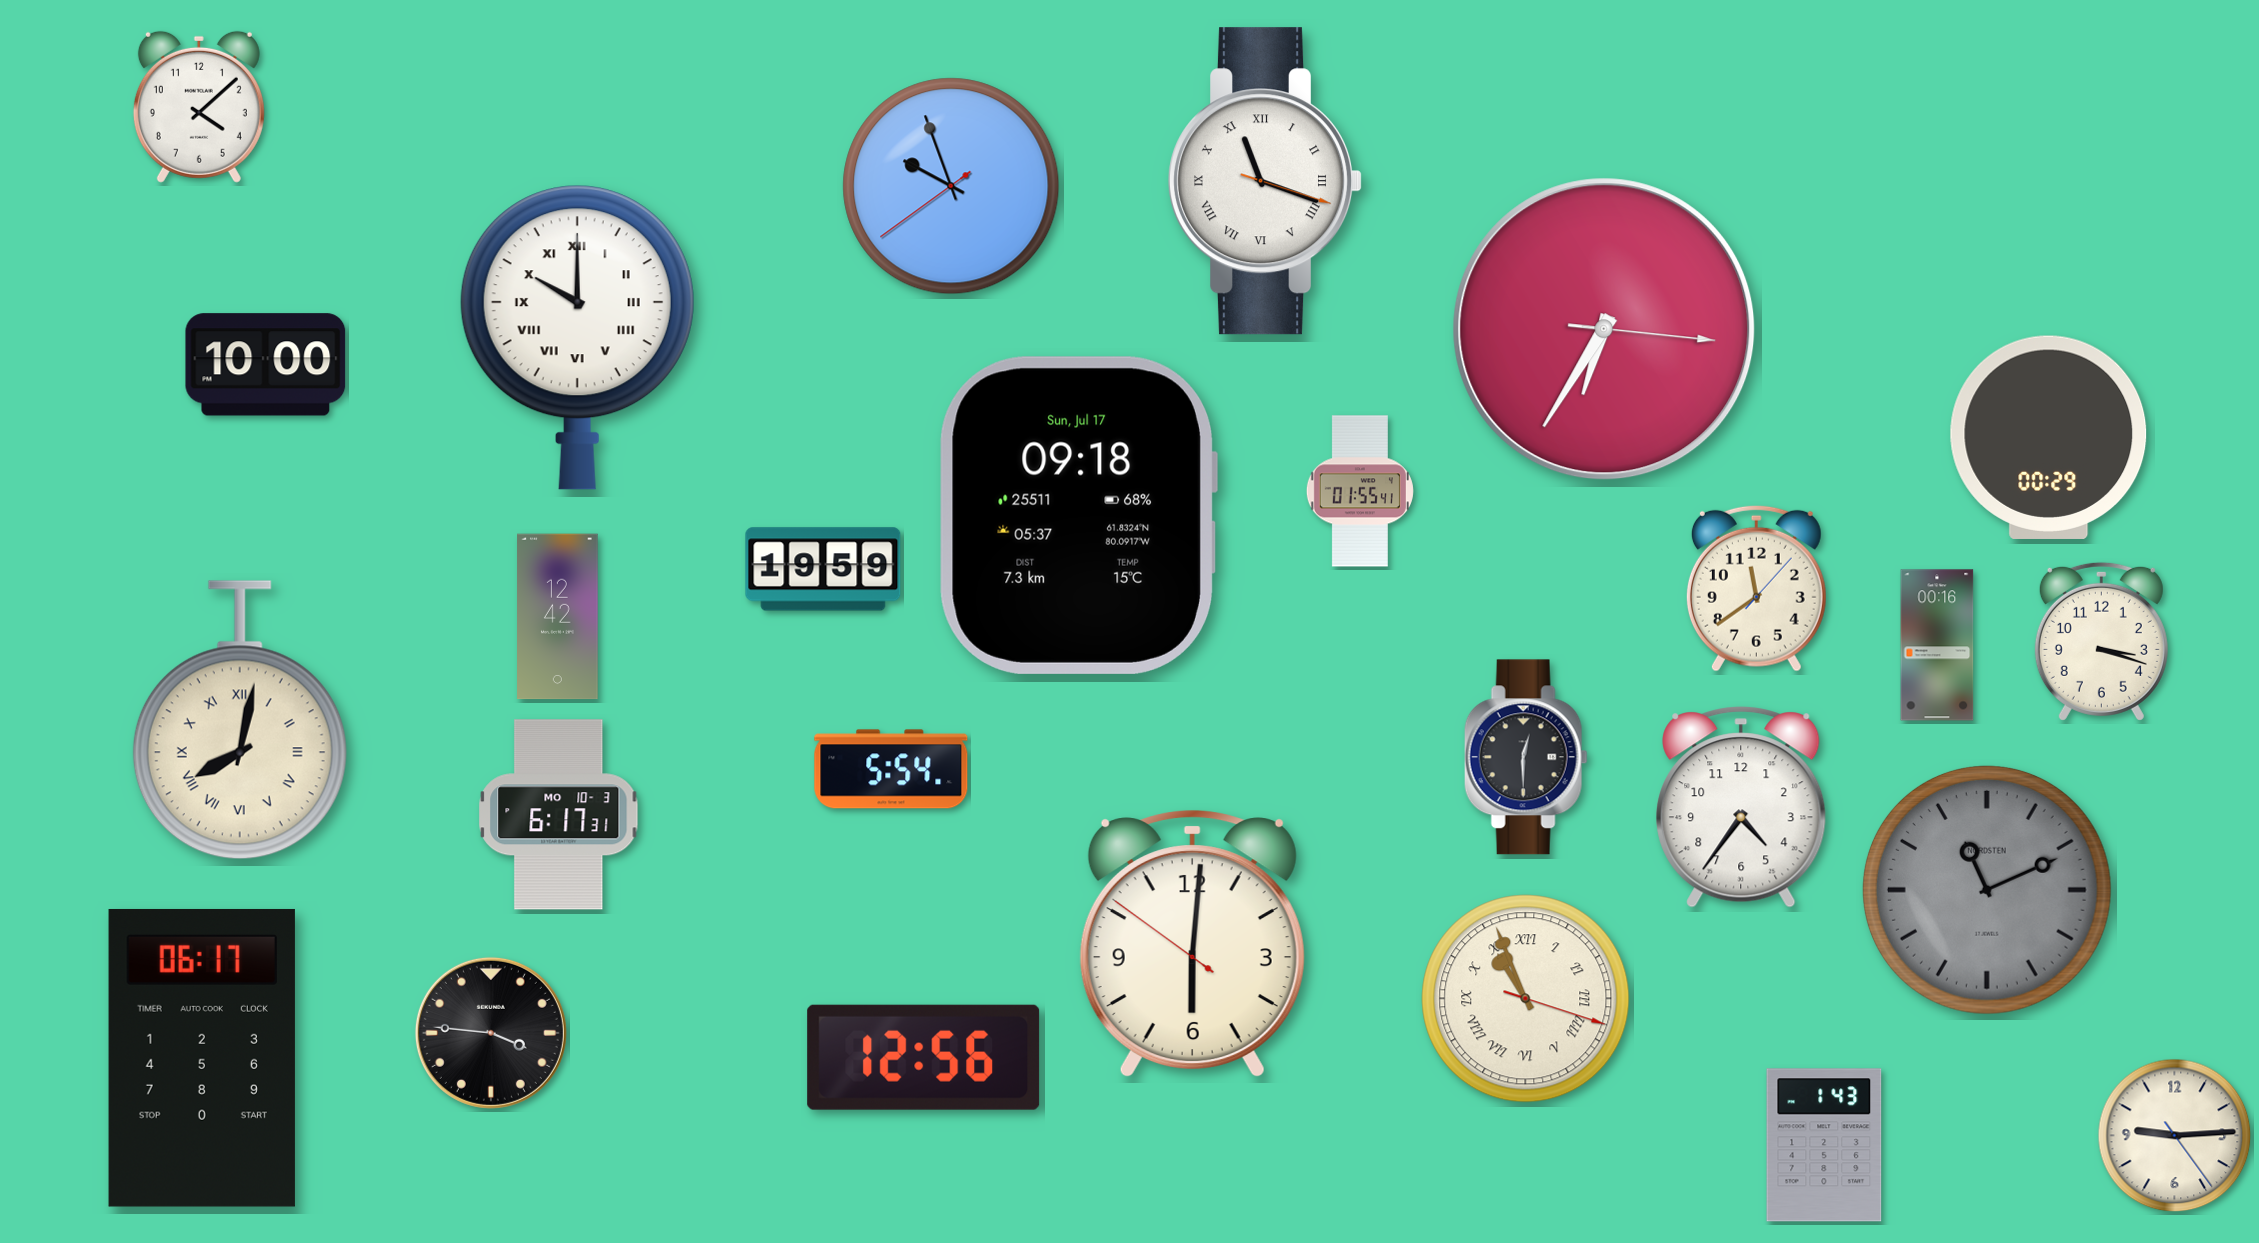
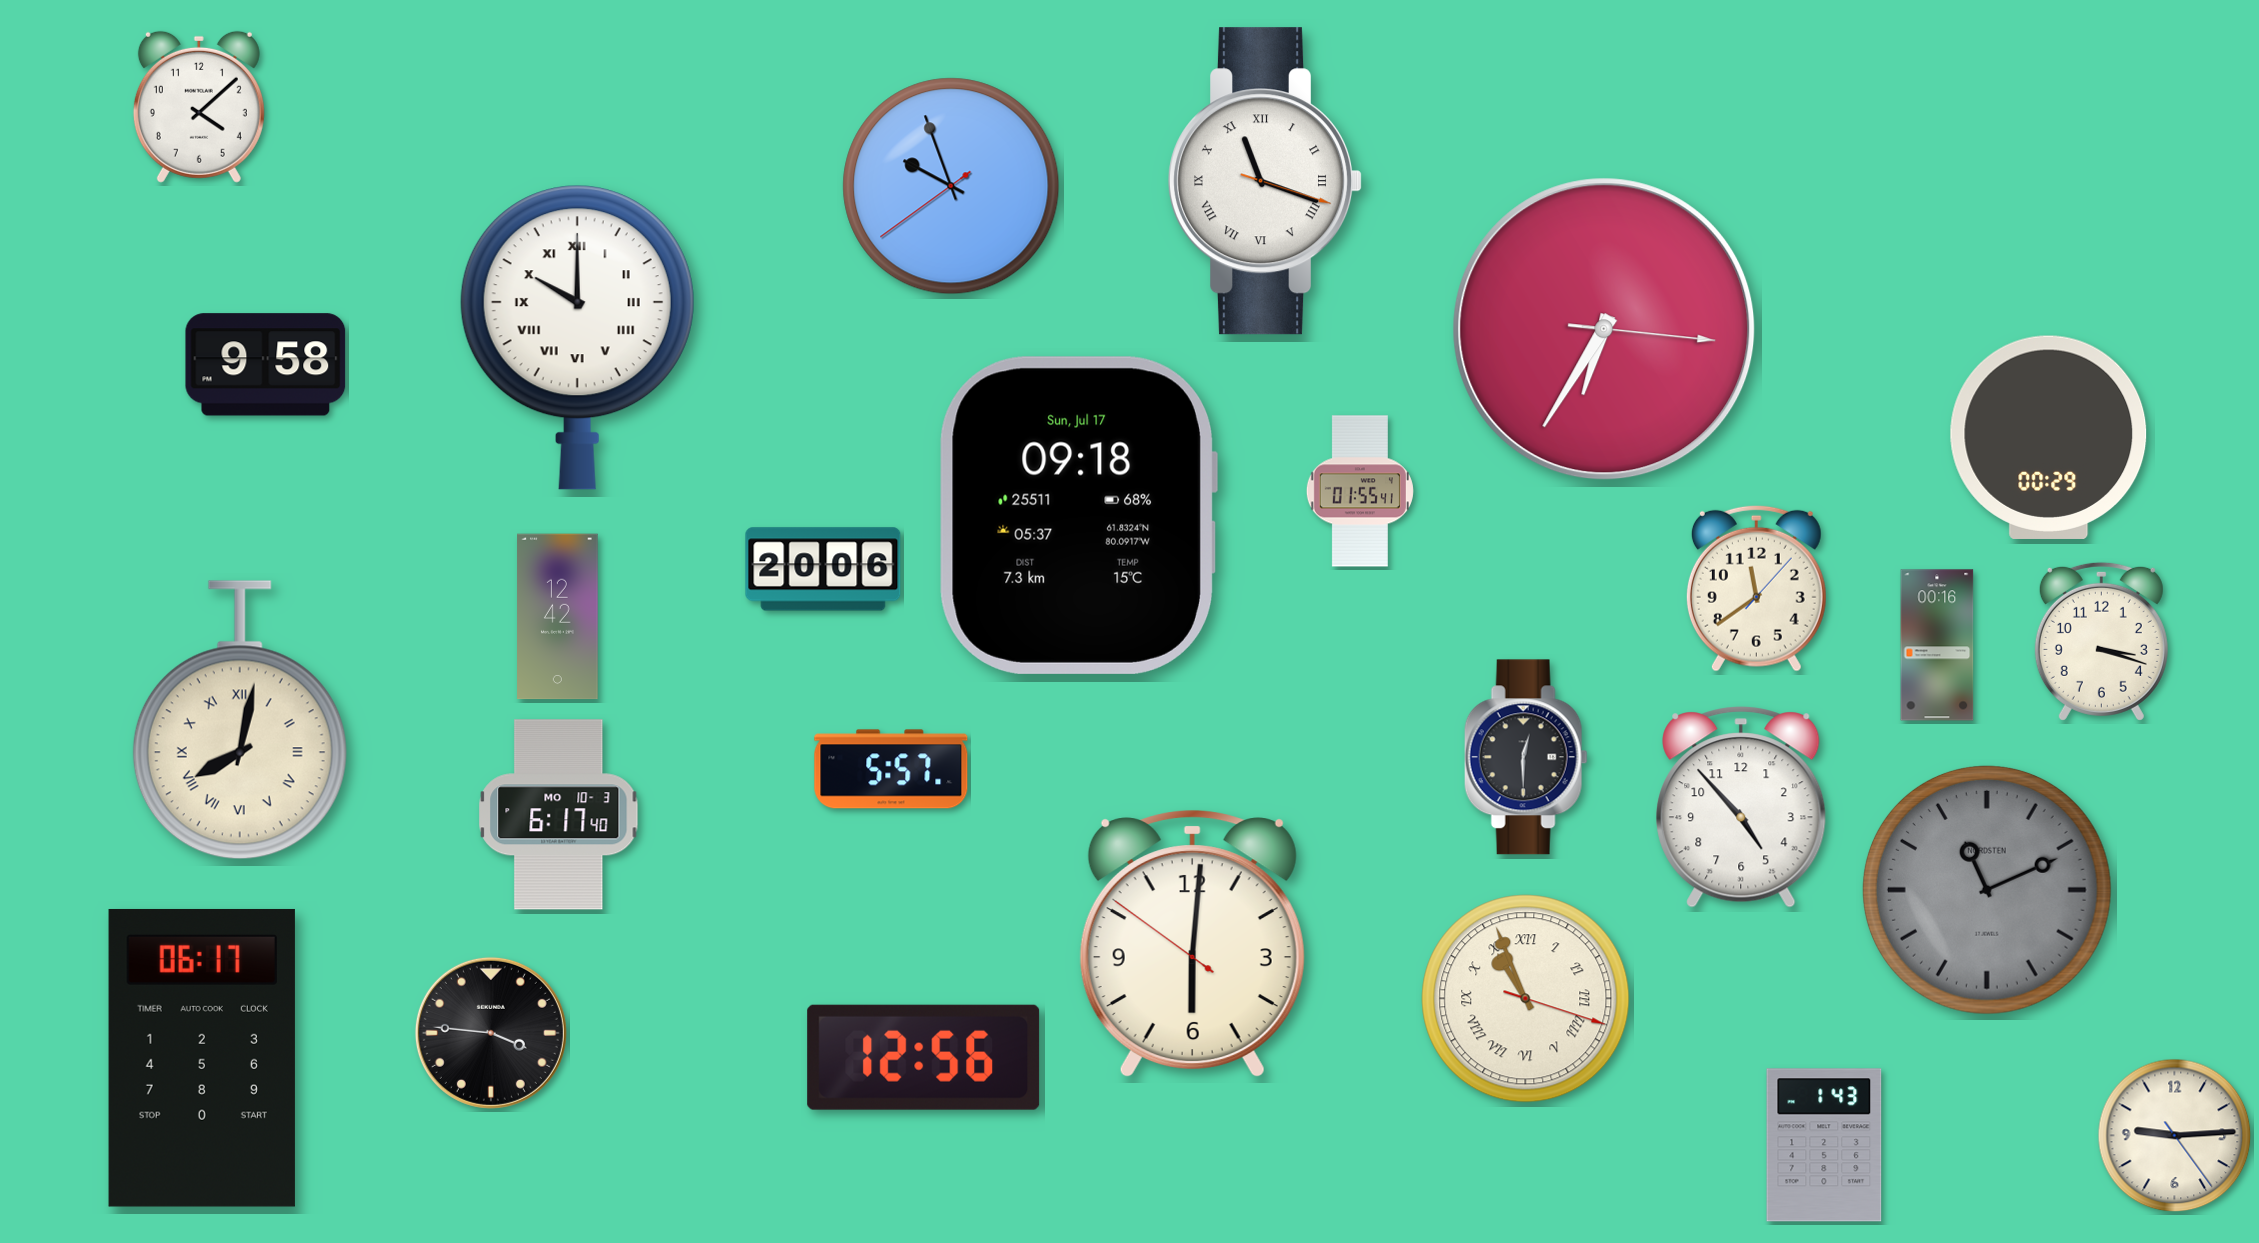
clock at (266, 365): 10:00 -> 9:58
clock at (823, 569): 19:59 -> 20:06
clock at (891, 769): 5:54 -> 5:57
clock at (1741, 807): 4:36 -> 4:53
clock at (559, 815): 6:17:31 -> 6:17:40
